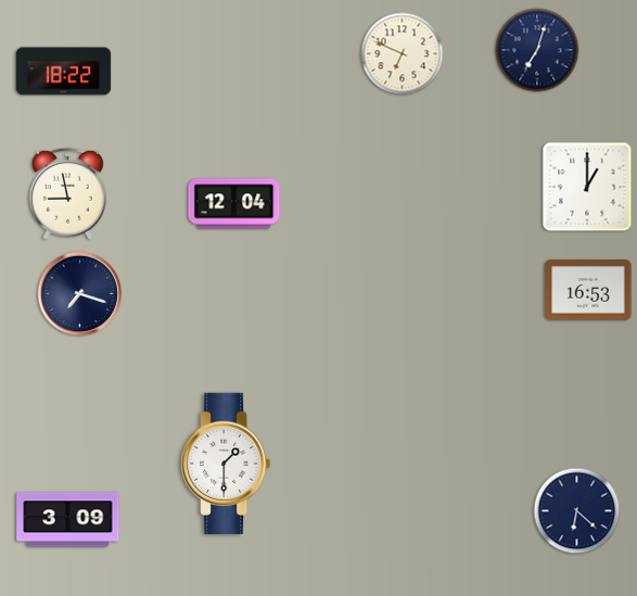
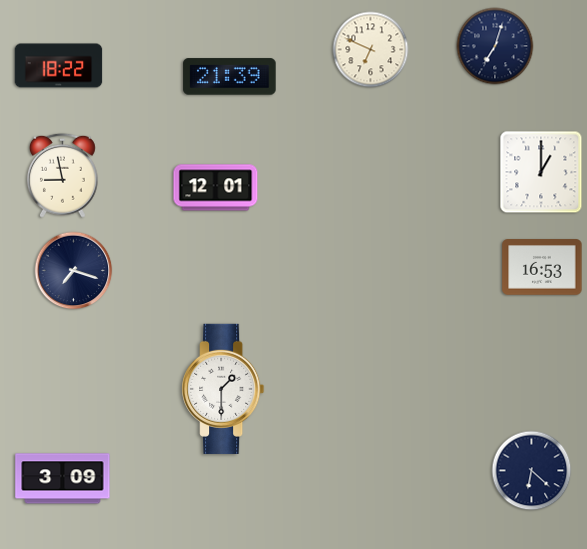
clock at (230, 77): none -> 21:39
clock at (67, 193) position: (67, 193) -> (62, 175)
clock at (234, 204): 12:04 -> 12:01
clock at (226, 464) position: (226, 464) -> (223, 389)
